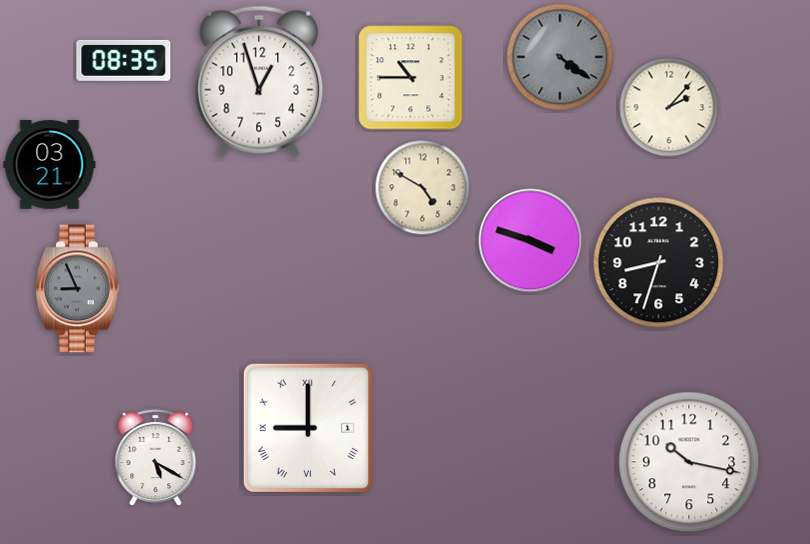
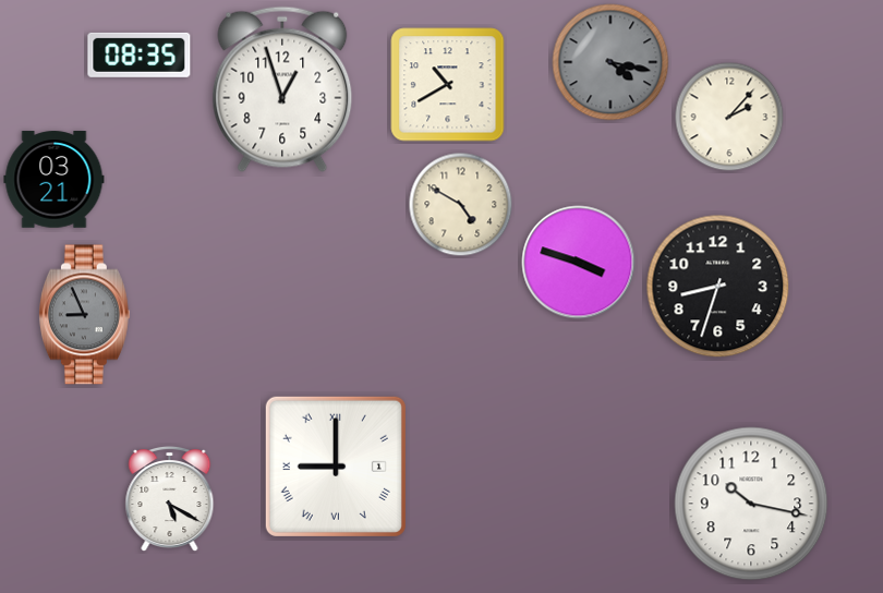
clock at (560, 57): 4:21 -> 4:17
clock at (124, 60) position: (124, 60) -> (140, 55)
clock at (411, 78): 10:45 -> 10:40
